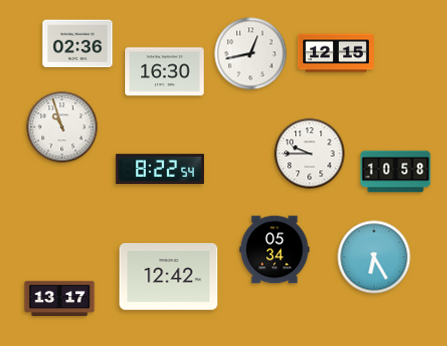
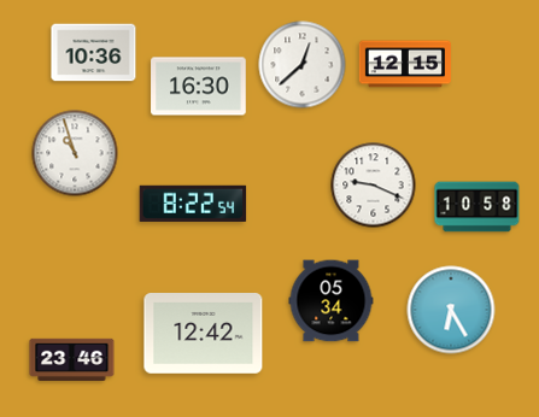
clock at (78, 44): 02:36 -> 10:36
clock at (251, 54): 12:43 -> 12:38
clock at (310, 154): 9:45 -> 9:19
clock at (60, 298): 13:17 -> 23:46
